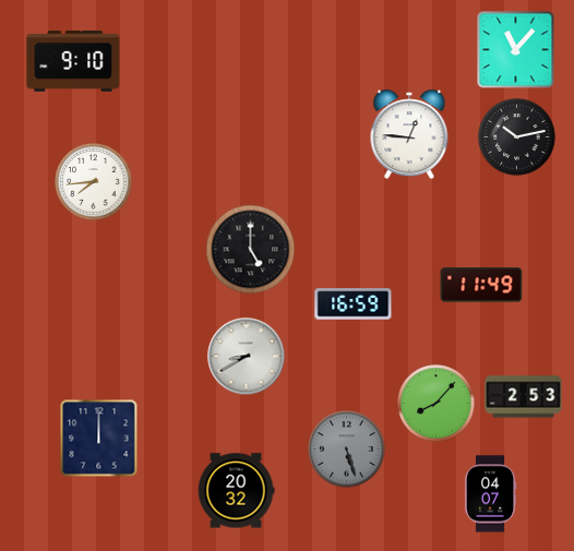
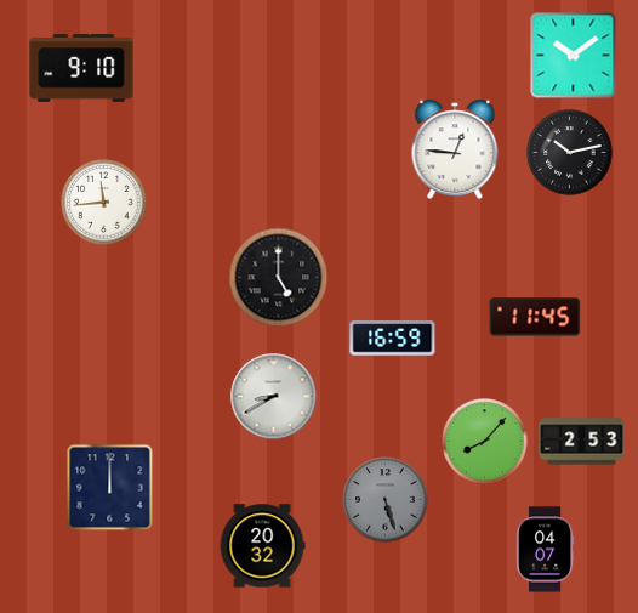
clock at (516, 50): 11:07 -> 10:09
clock at (517, 137) position: (517, 137) -> (570, 153)
clock at (94, 182): 7:44 -> 11:44
clock at (481, 285): 11:49 -> 11:45
clock at (437, 404) position: (437, 404) -> (485, 442)
